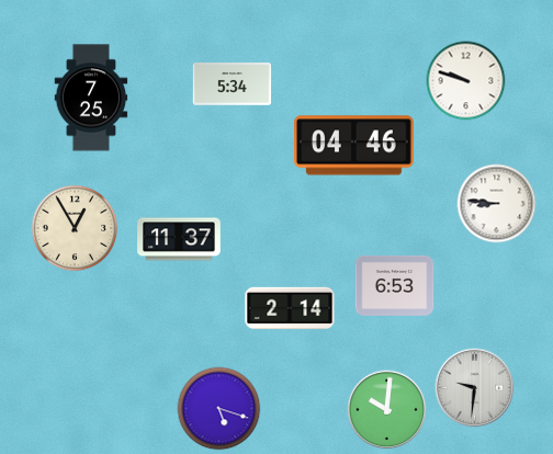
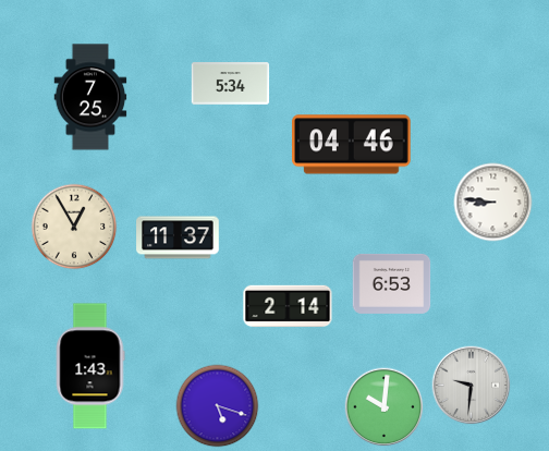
clock at (466, 81): 9:48 -> none
clock at (90, 366): none -> 1:43
